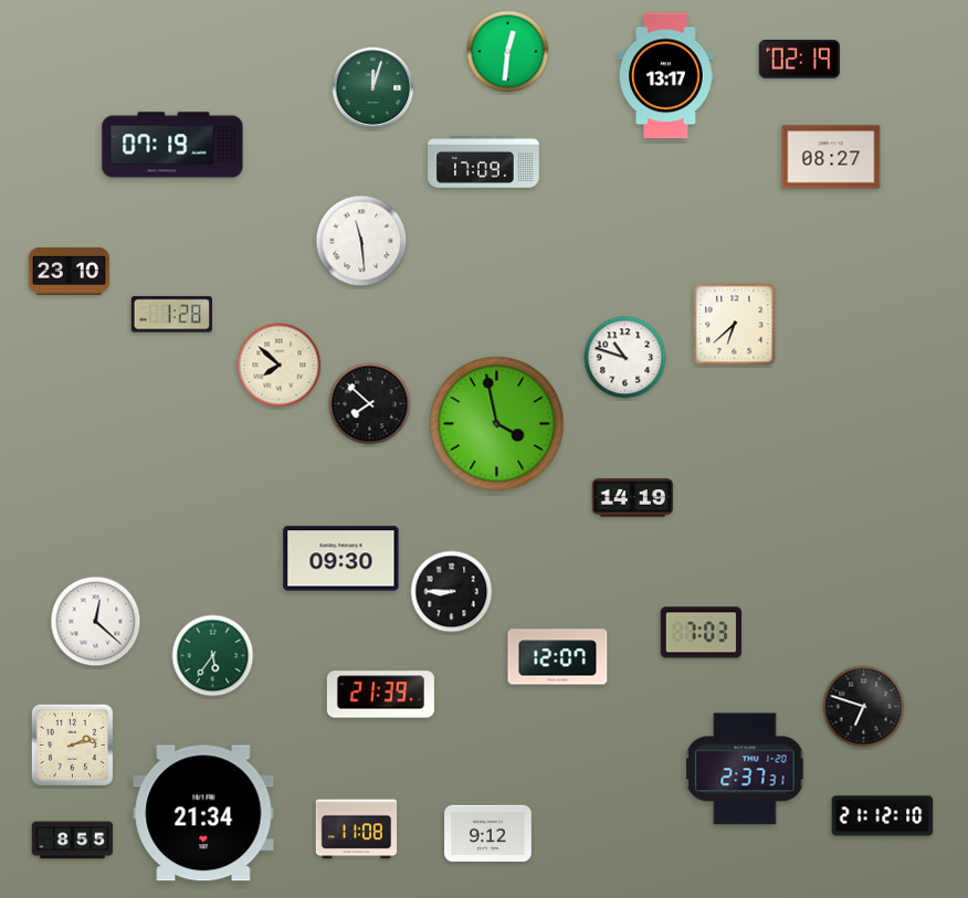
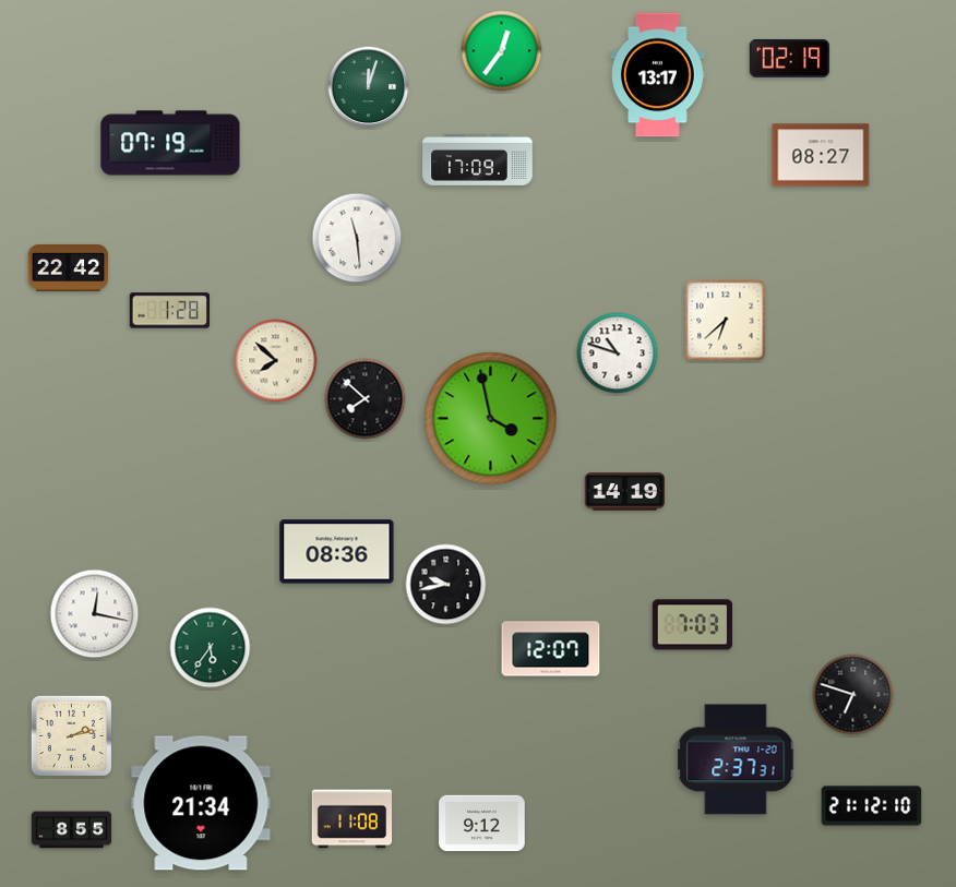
clock at (508, 52): 12:31 -> 12:36
clock at (70, 271): 23:10 -> 22:42
clock at (341, 559): 09:30 -> 08:36
clock at (452, 592): 8:45 -> 9:43
clock at (96, 622): 12:22 -> 12:17
clock at (380, 695): 21:39 -> none
clock at (864, 707) position: (864, 707) -> (853, 695)
